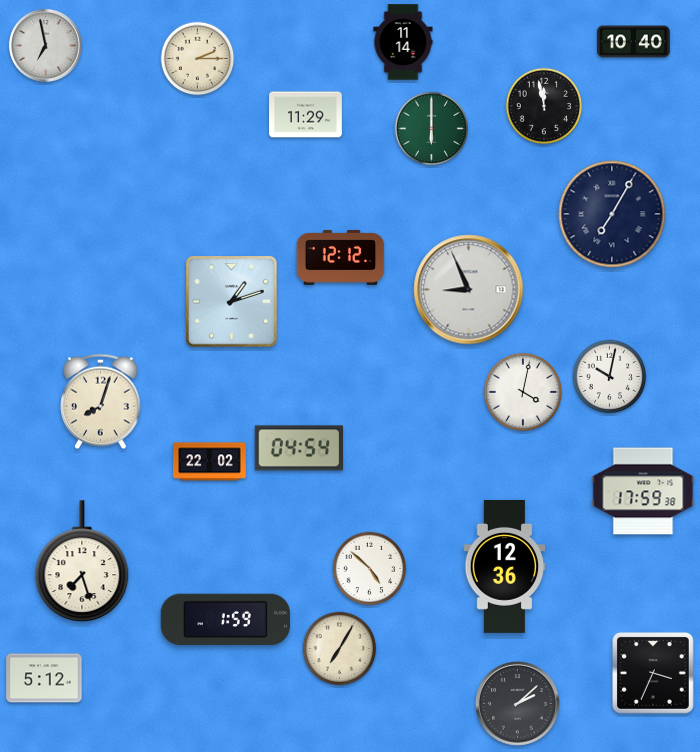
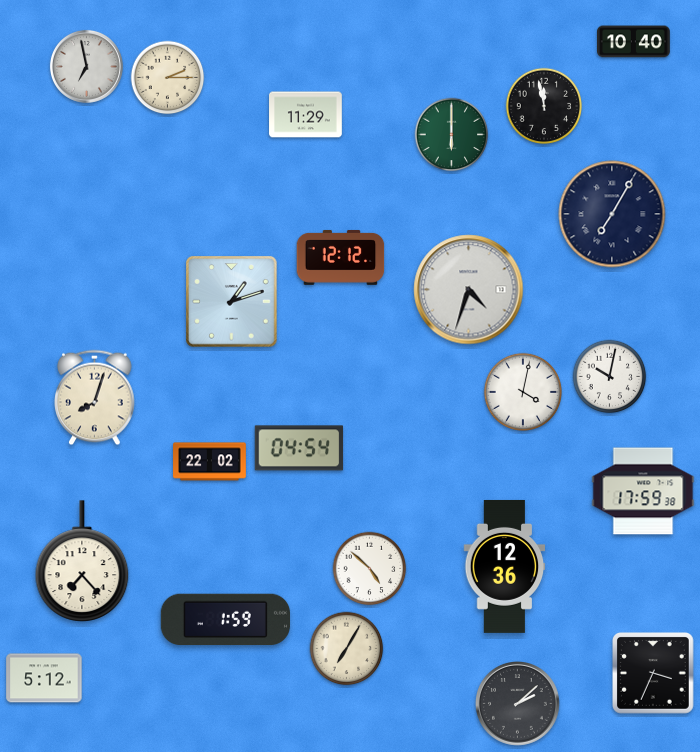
clock at (403, 42): 11:14 -> none
clock at (45, 45) position: (45, 45) -> (86, 66)
clock at (198, 59) position: (198, 59) -> (168, 78)
clock at (432, 129) position: (432, 129) -> (452, 135)
clock at (469, 290): 8:56 -> 4:33
clock at (101, 402) position: (101, 402) -> (95, 398)
clock at (82, 561): 7:27 -> 7:23
clock at (340, 649) position: (340, 649) -> (347, 649)
